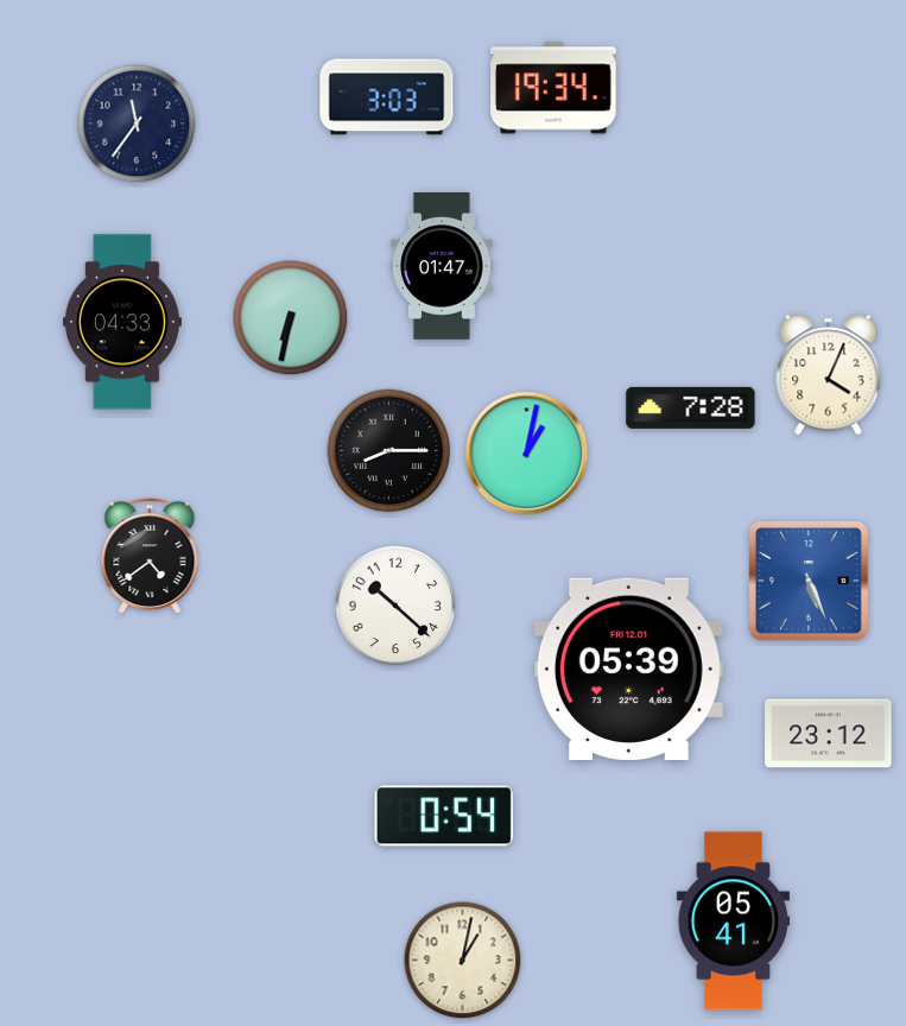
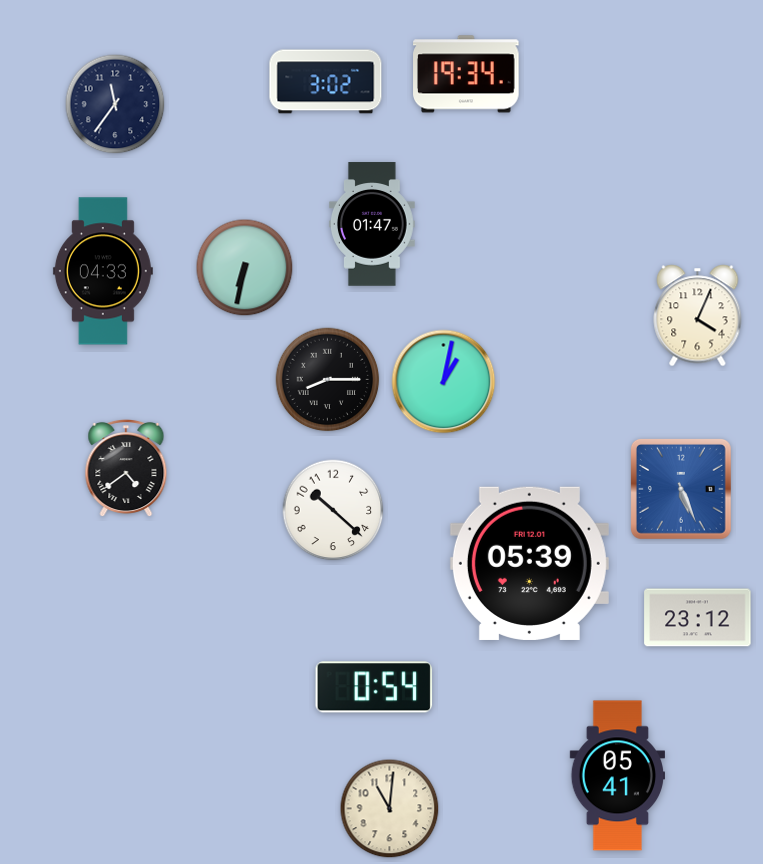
clock at (387, 97): 3:03 -> 3:02
clock at (691, 407): 7:28 -> none
clock at (463, 961): 1:02 -> 11:01
